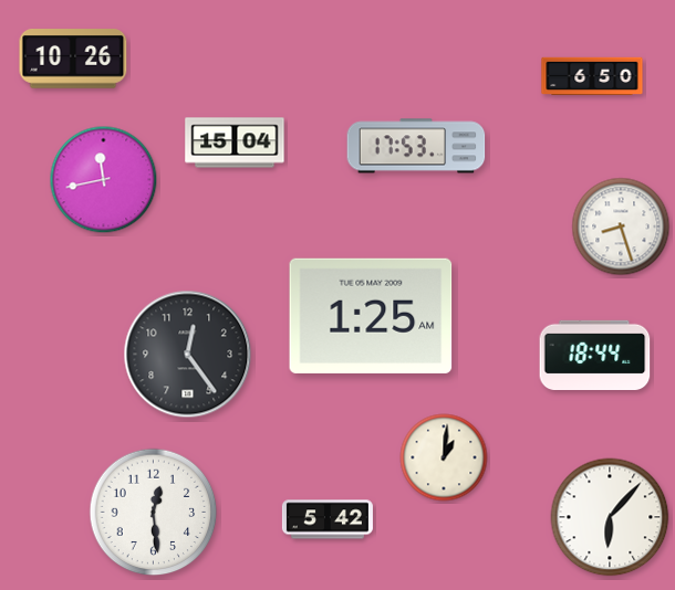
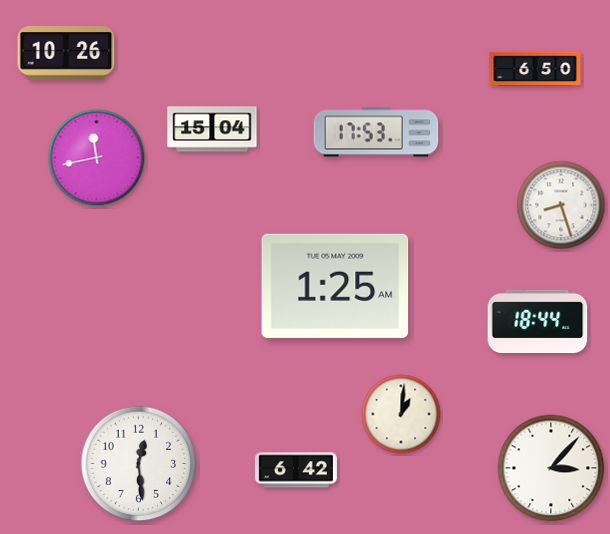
clock at (104, 180) position: (104, 180) -> (97, 158)
clock at (188, 355): 12:24 -> none
clock at (610, 517): 6:07 -> 3:07
clock at (328, 519): 5:42 -> 6:42
